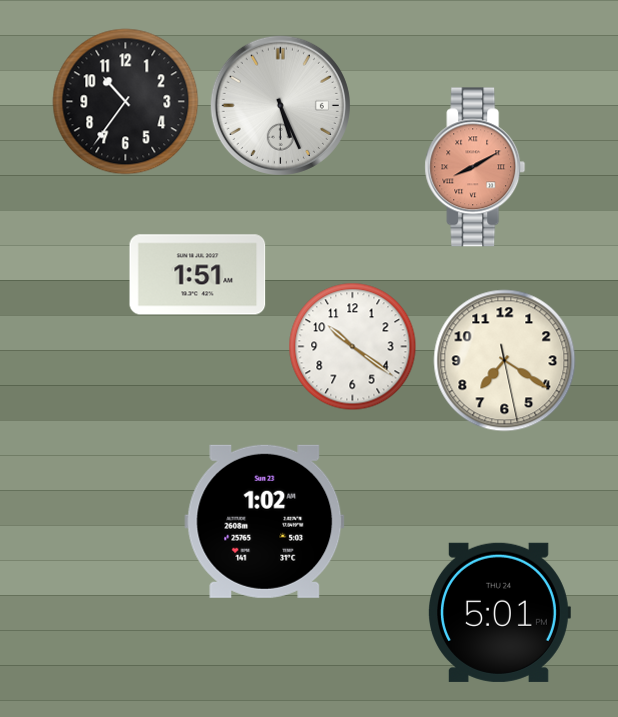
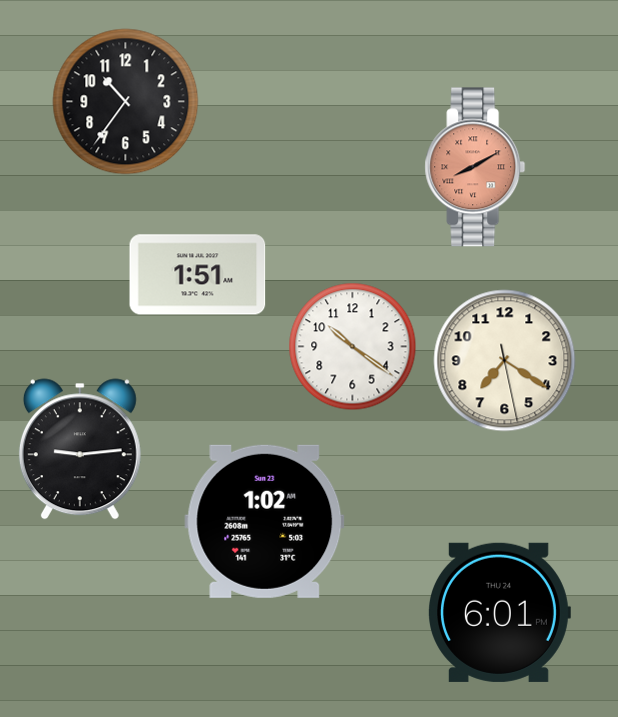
clock at (280, 105): 5:26 -> none
clock at (80, 449): none -> 9:14
clock at (500, 612): 5:01 -> 6:01
